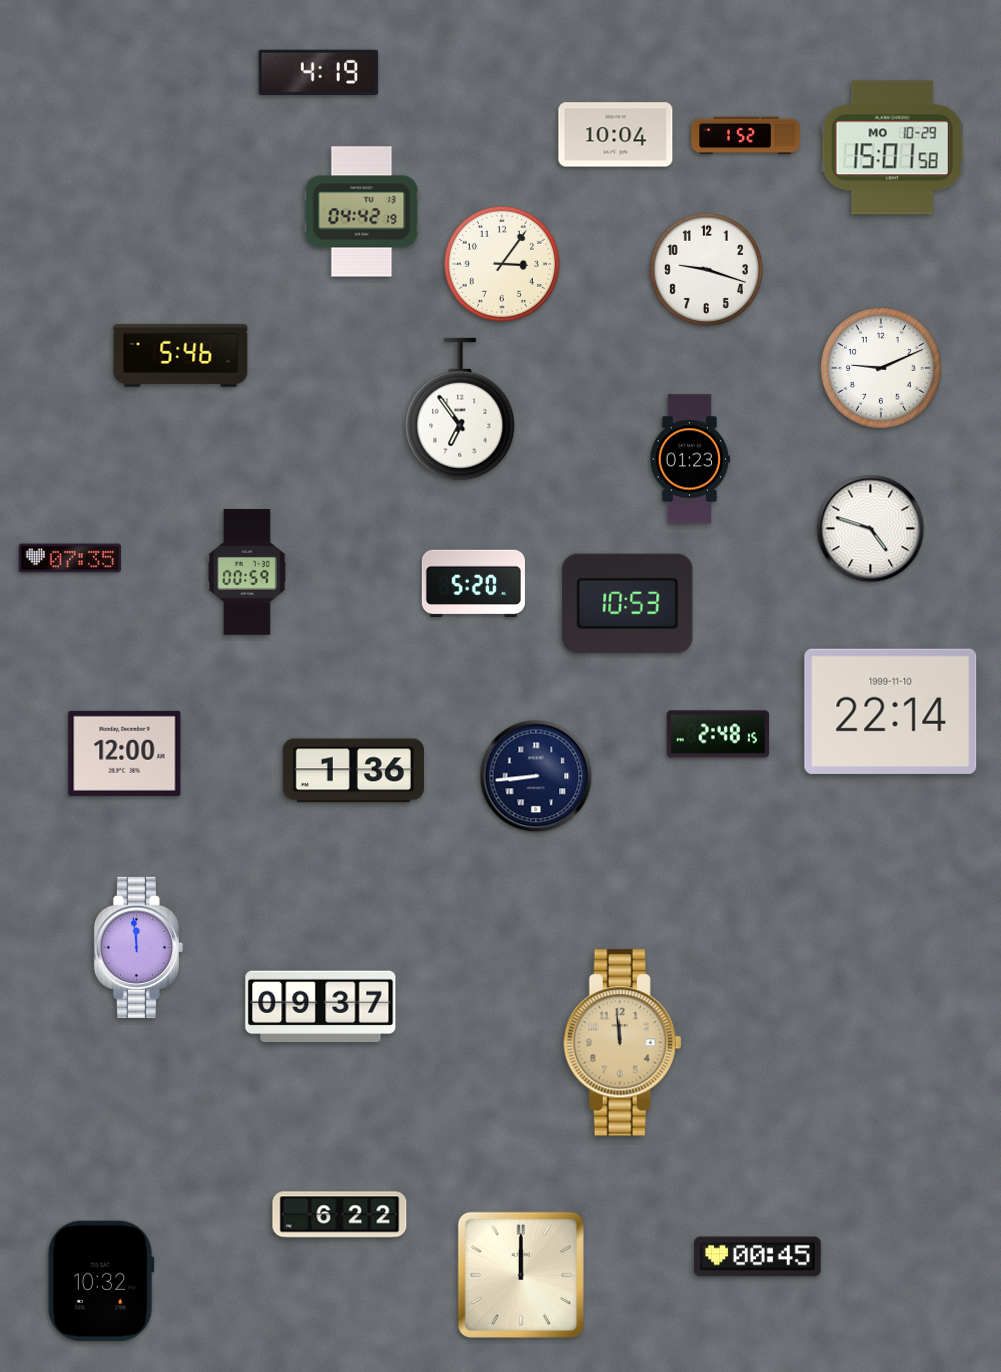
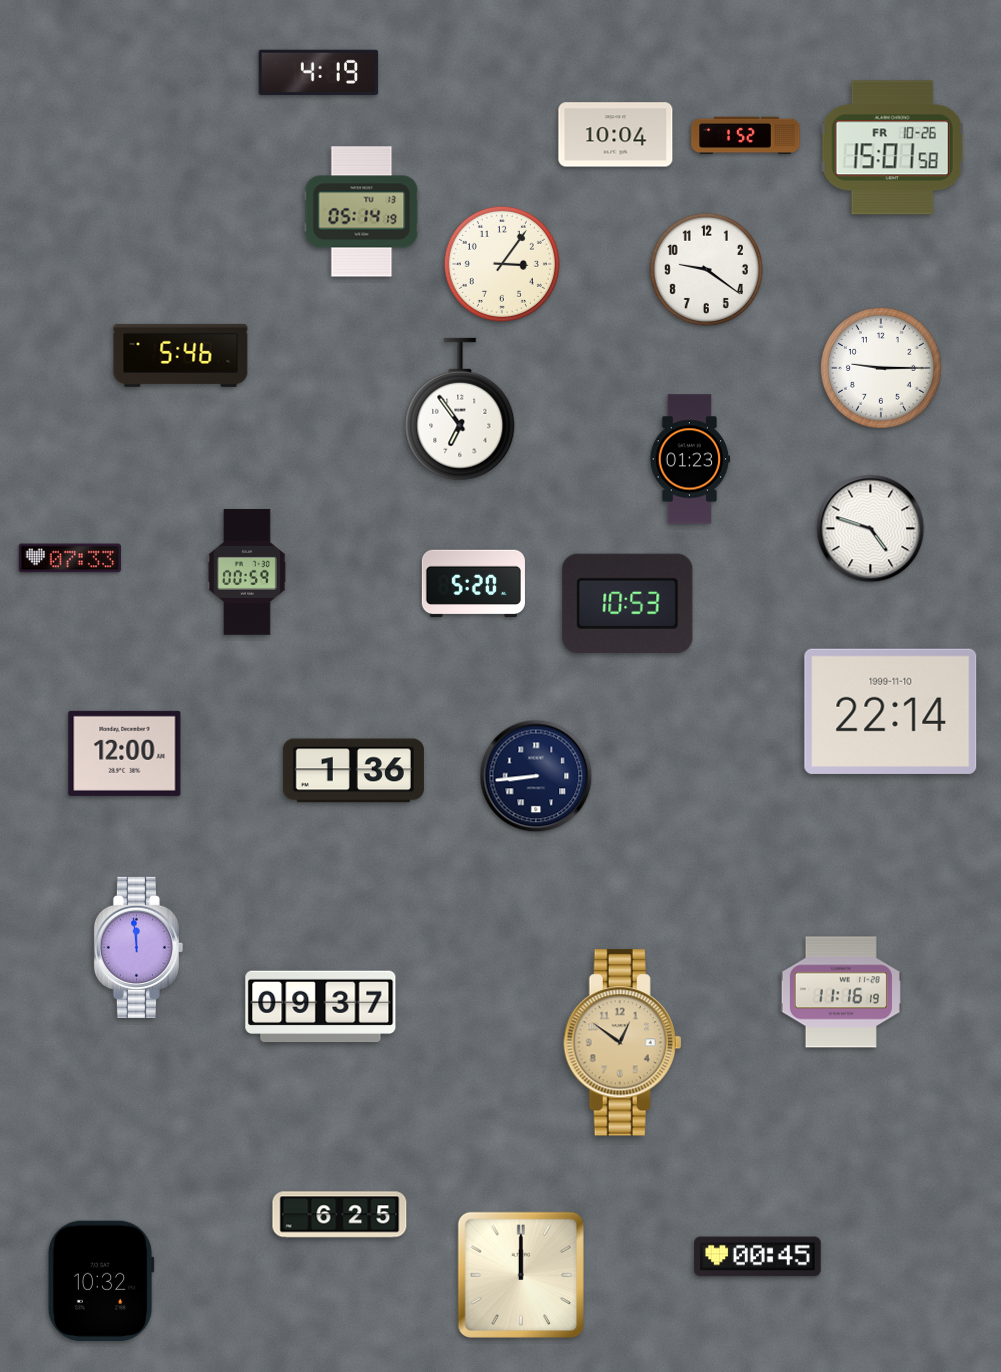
clock at (892, 148) date: MO 10-29 -> FR 10-26
clock at (362, 212): 04:42 -> 05:14
clock at (706, 269): 9:18 -> 9:21
clock at (881, 368): 9:11 -> 9:15
clock at (69, 558): 07:35 -> 07:33
clock at (717, 734): 2:48 -> none
clock at (841, 992): none -> 11:16
clock at (623, 1043): 11:59 -> 12:51
clock at (340, 1215): 6:22 -> 6:25
